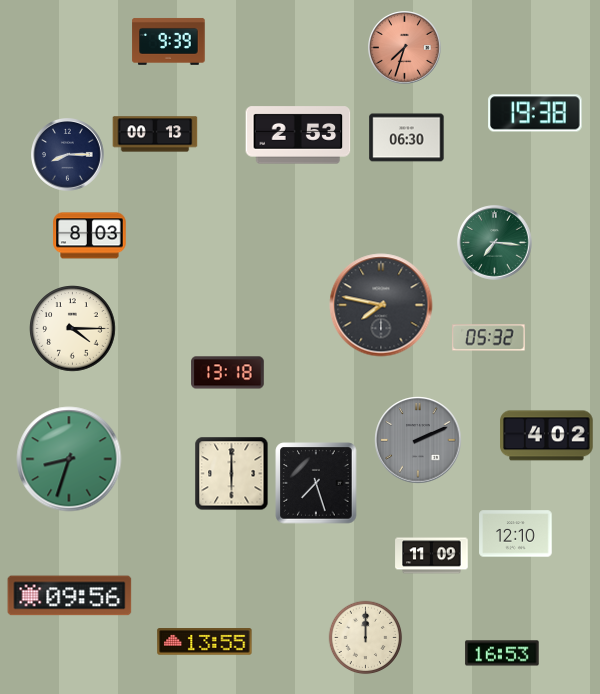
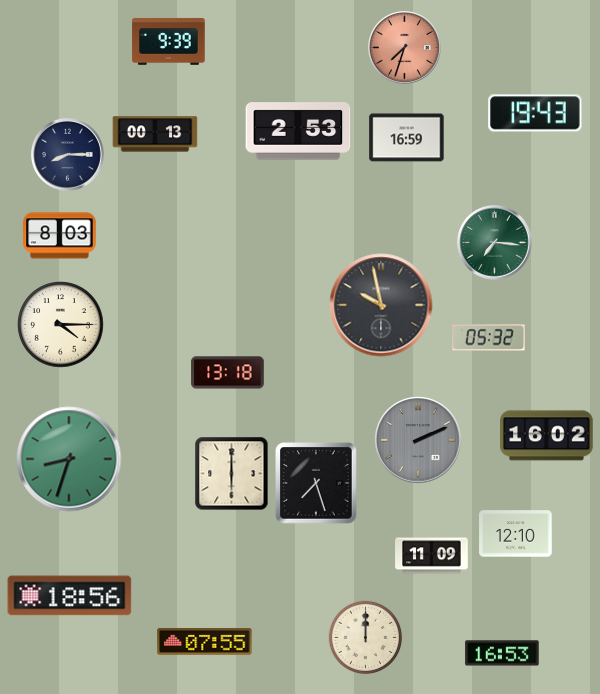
clock at (535, 113): 19:38 -> 19:43
clock at (298, 135) position: (298, 135) -> (298, 131)
clock at (407, 138): 06:30 -> 16:59
clock at (90, 236) position: (90, 236) -> (60, 236)
clock at (381, 305): 7:47 -> 9:58
clock at (73, 329) position: (73, 329) -> (61, 325)
clock at (547, 436): 4:02 -> 16:02
clock at (70, 596): 09:56 -> 18:56
clock at (205, 642): 13:55 -> 07:55
